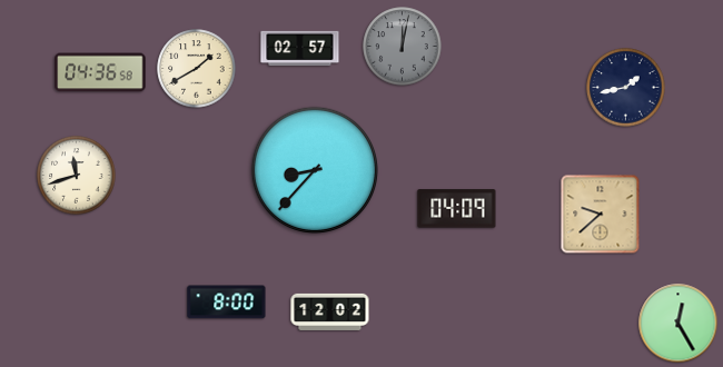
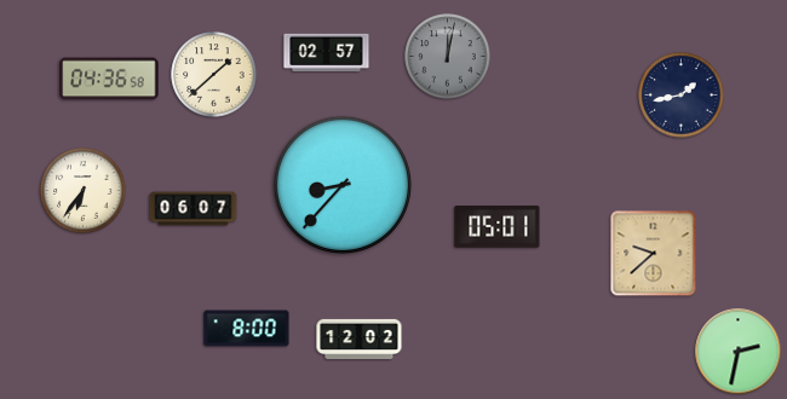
clock at (403, 47) position: (403, 47) -> (448, 57)
clock at (197, 69): 1:40 -> 1:38
clock at (77, 176): 11:42 -> 6:36
clock at (194, 209): none -> 06:07
clock at (457, 209): 04:09 -> 05:01
clock at (601, 215) position: (601, 215) -> (654, 254)
clock at (679, 324): 12:25 -> 2:32
